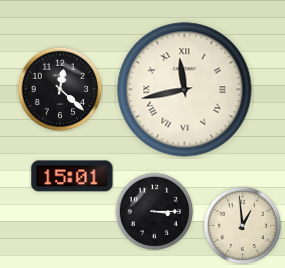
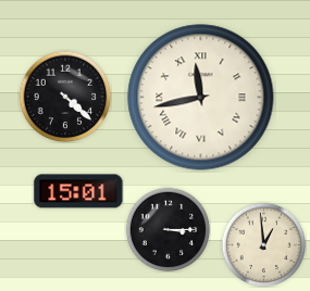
clock at (60, 89): 12:22 -> 4:22
